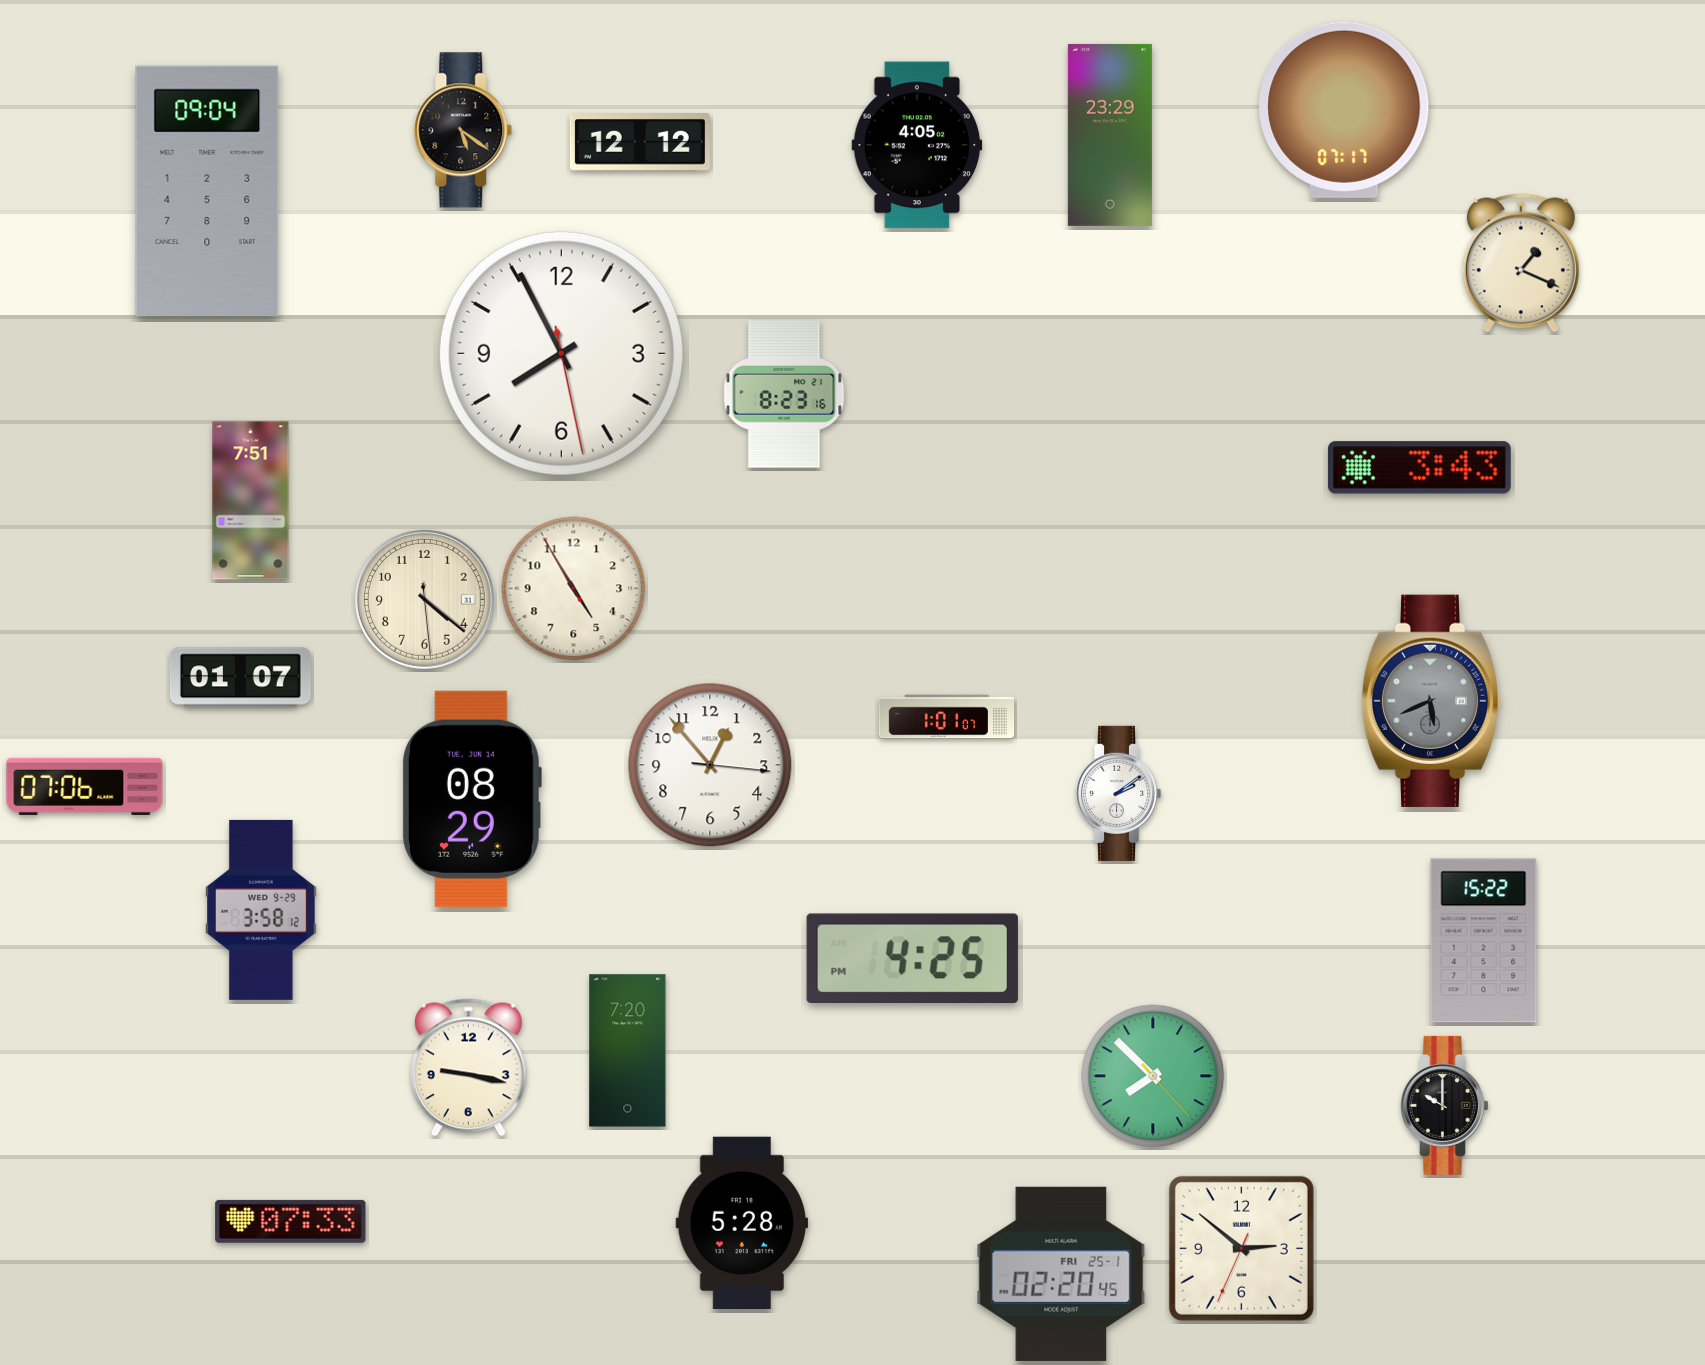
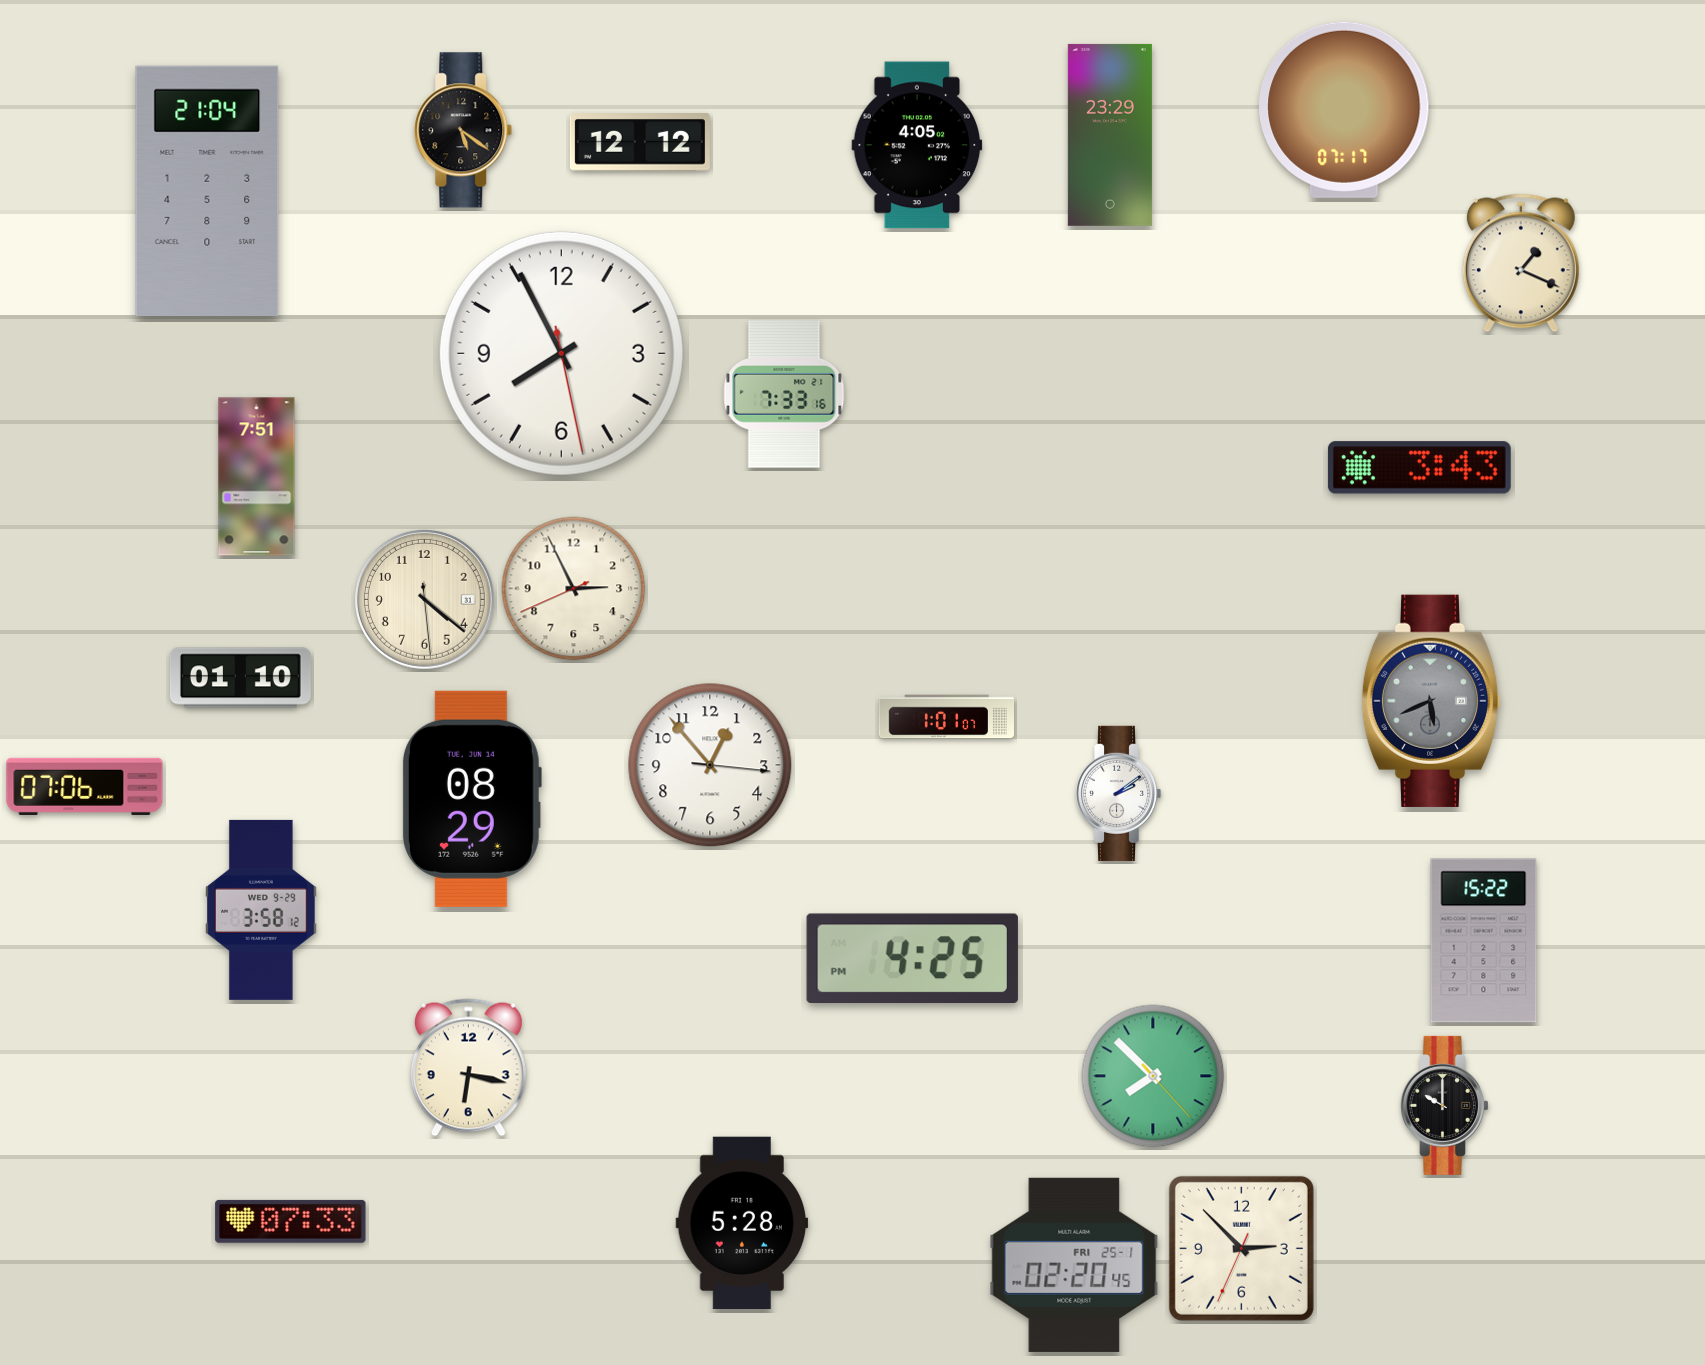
clock at (207, 190): 09:04 -> 21:04
clock at (784, 394): 8:23 -> 7:33
clock at (251, 501) position: (251, 501) -> (257, 477)
clock at (574, 589): 4:54 -> 2:55
clock at (240, 678): 01:07 -> 01:10
clock at (628, 1051): 7:20 -> none
clock at (468, 1068): 9:17 -> 6:17
clock at (1241, 1248): 2:51 -> 2:52
clock at (1061, 1274) position: (1061, 1274) -> (1074, 1265)
